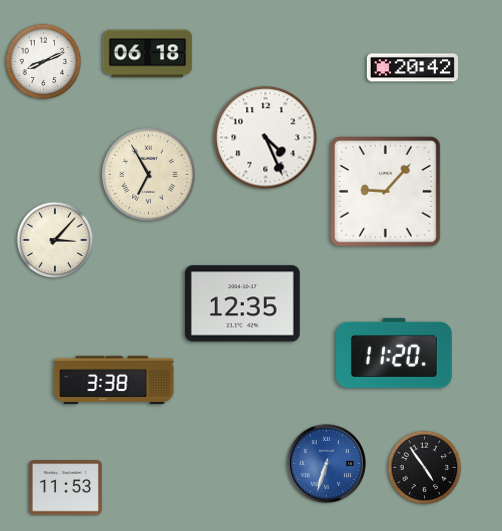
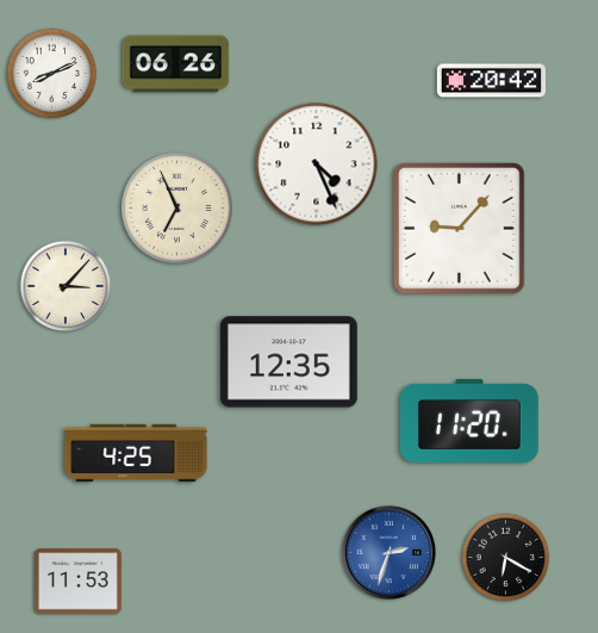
clock at (148, 54): 06:18 -> 06:26
clock at (149, 175): 6:55 -> 6:56
clock at (114, 380): 3:38 -> 4:25
clock at (326, 463): 6:33 -> 2:33
clock at (425, 468): 4:54 -> 6:20
